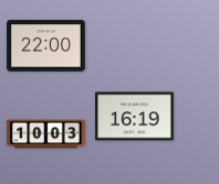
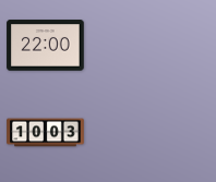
clock at (135, 117): 16:19 -> none
